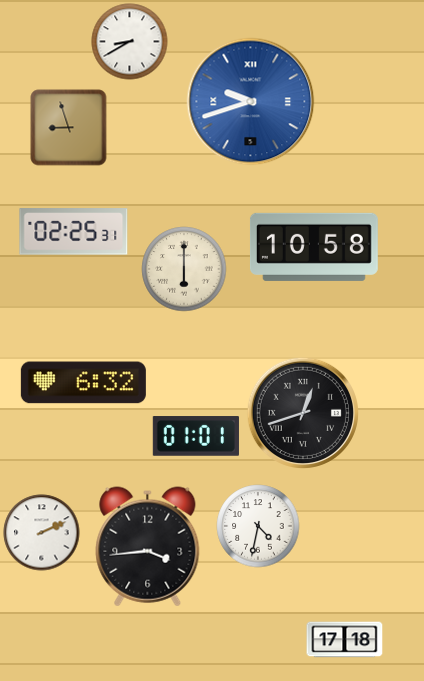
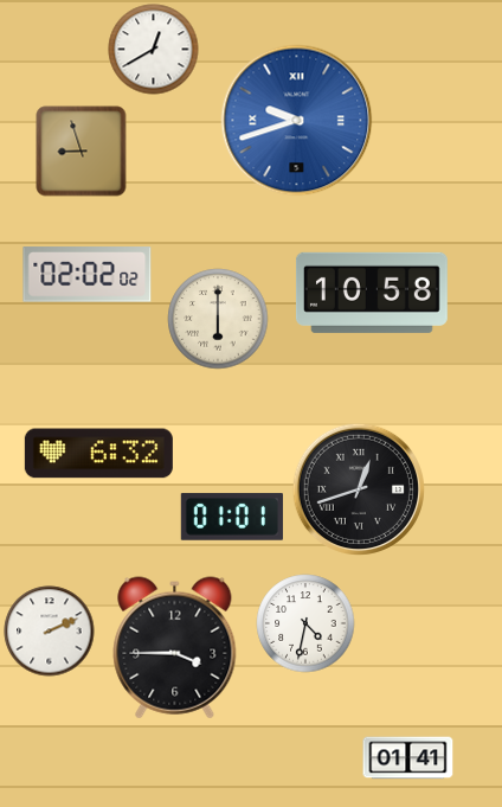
clock at (130, 42): 8:40 -> 12:40
clock at (74, 232): 02:25 -> 02:02
clock at (148, 547): 3:44 -> 3:45
clock at (345, 640): 17:18 -> 01:41
